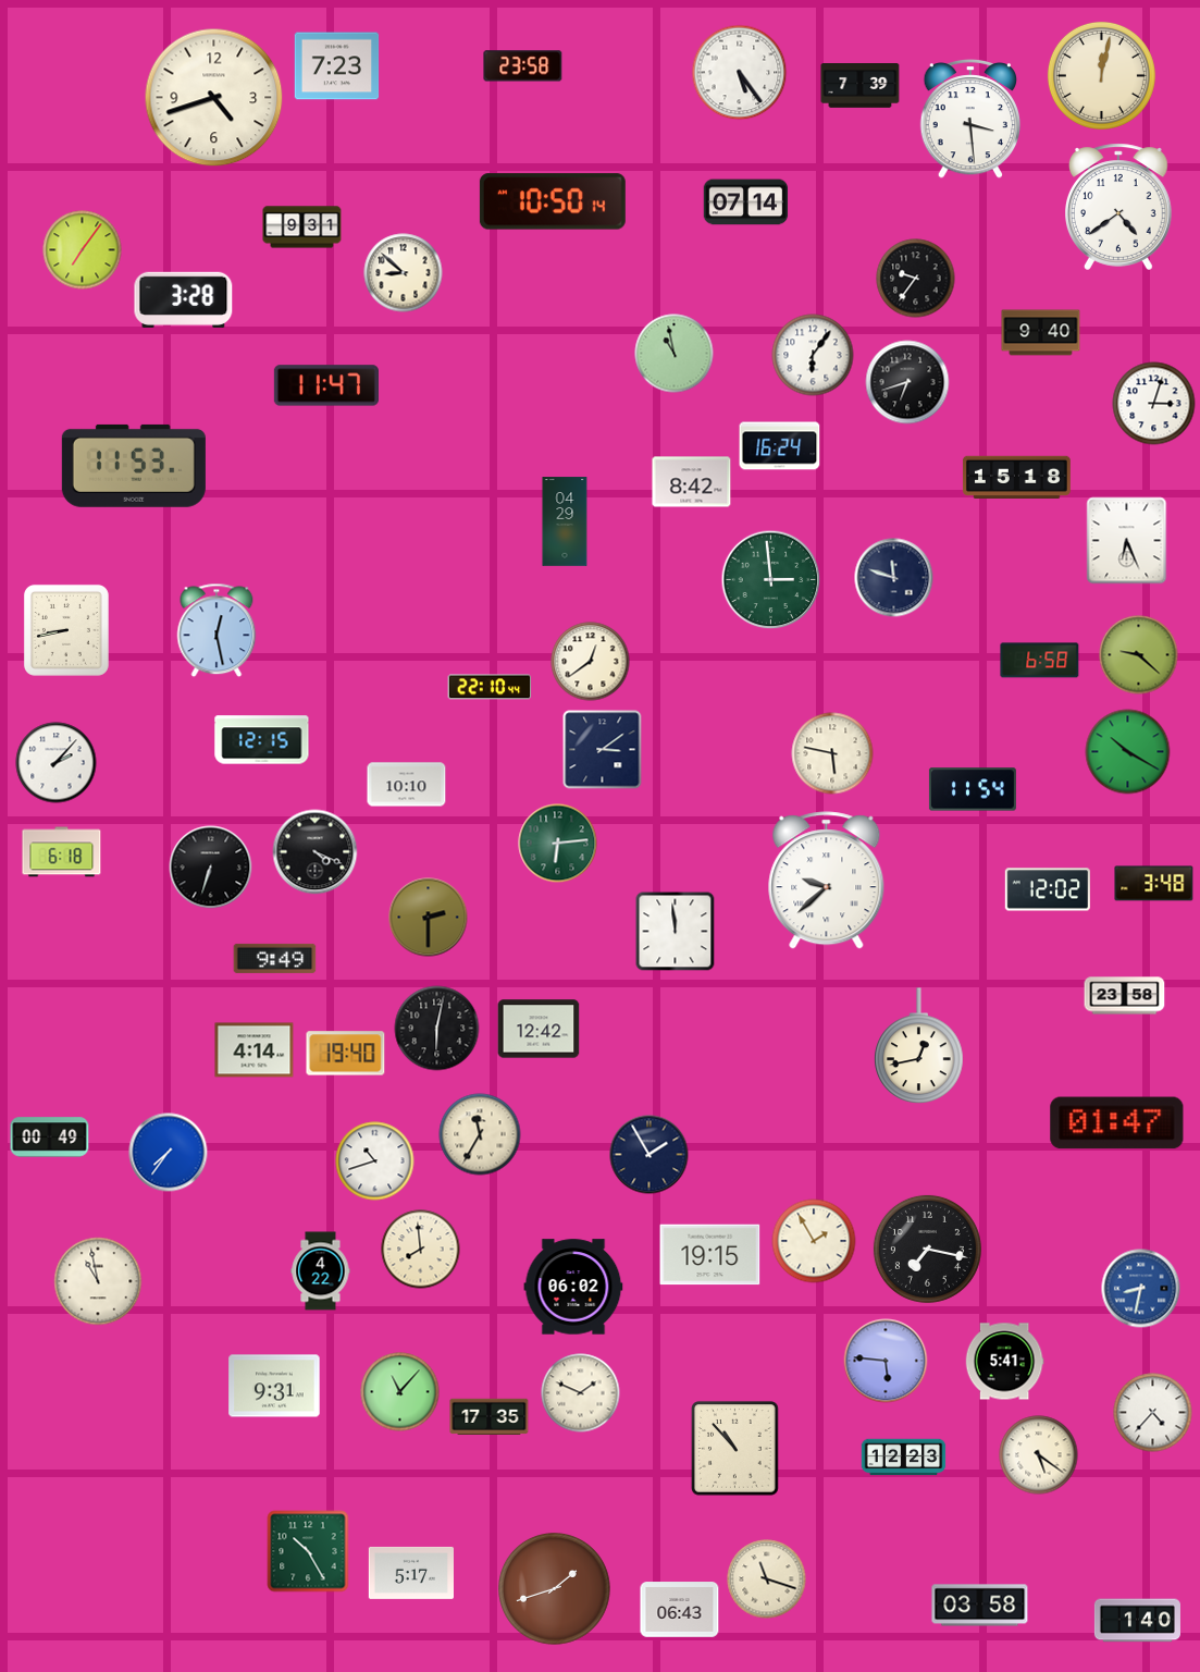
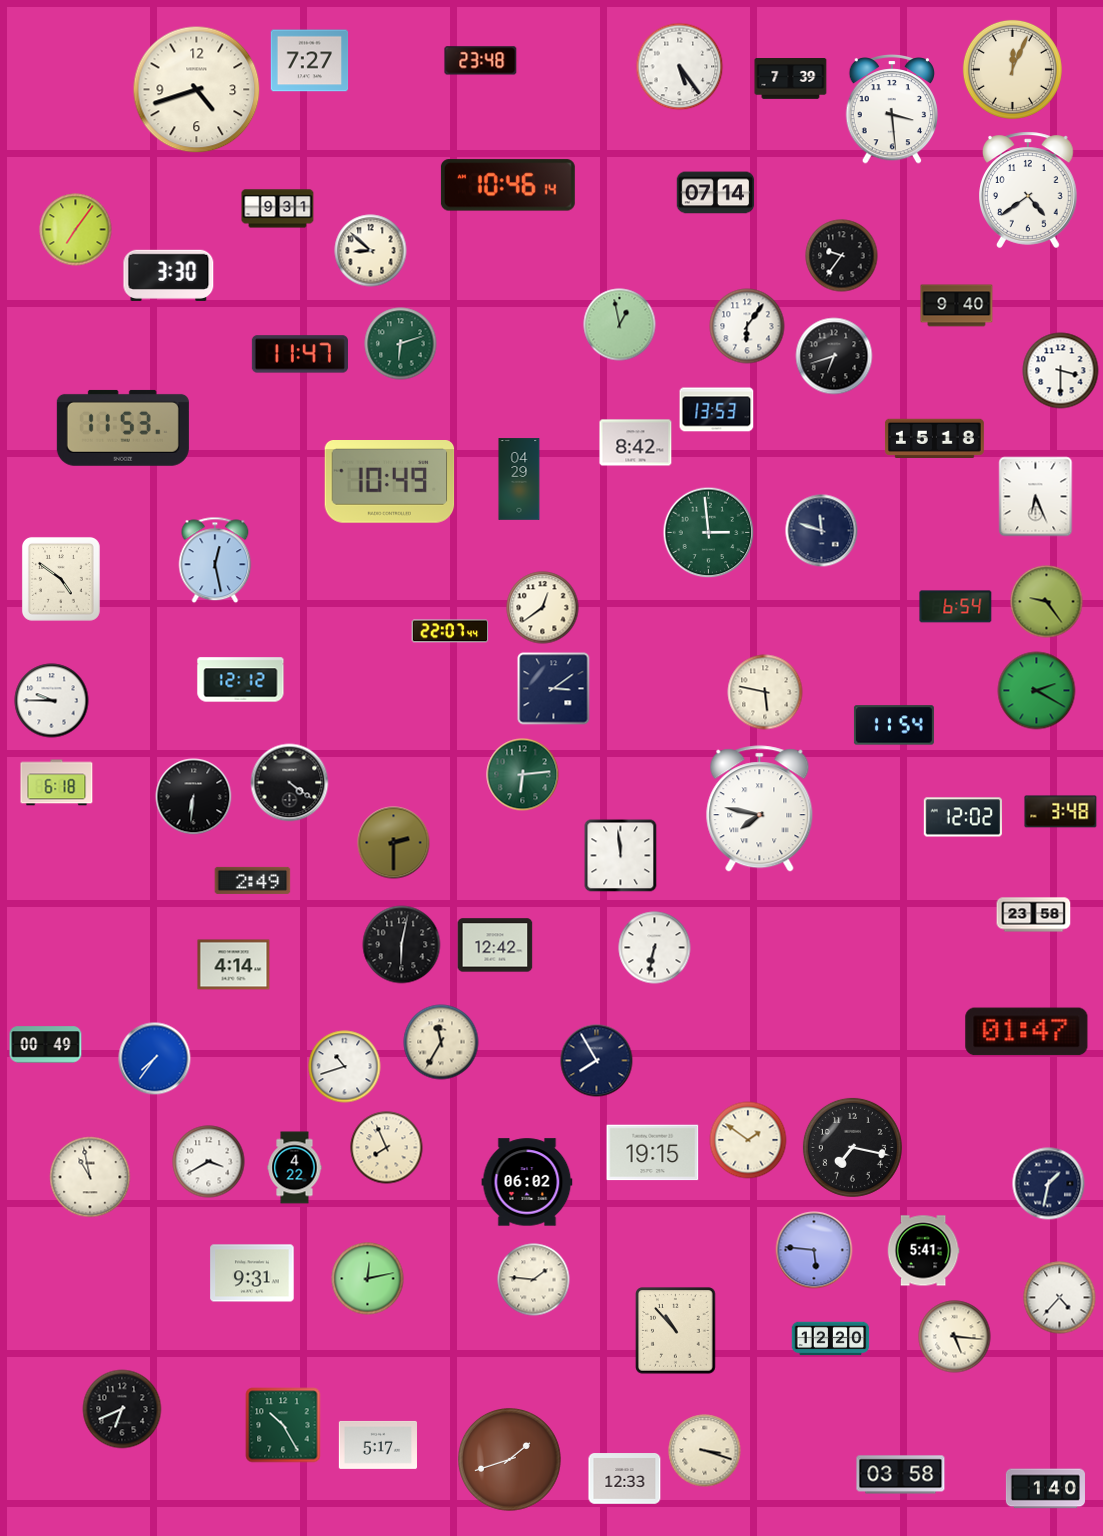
clock at (337, 66): 7:23 -> 7:27
clock at (523, 66): 23:58 -> 23:48
clock at (1101, 75): 12:02 -> 12:04
clock at (553, 201): 10:50 -> 10:46
clock at (746, 202) position: (746, 202) -> (716, 193)
clock at (184, 299): 3:28 -> 3:30
clock at (675, 354): 10:58 -> 12:58
clock at (401, 344): none -> 6:12
clock at (907, 382) position: (907, 382) -> (834, 356)
clock at (1154, 404): 3:03 -> 3:30
clock at (780, 446): 16:24 -> 13:53
clock at (390, 482): none -> 10:49
clock at (66, 630): 8:43 -> 4:51
clock at (217, 630) position: (217, 630) -> (215, 560)
clock at (1139, 655): 9:22 -> 9:24
clock at (1040, 661): 6:58 -> 6:54
clock at (490, 687): 22:10 -> 22:07
clock at (262, 740): 12:15 -> 12:12
clock at (1128, 752): 10:20 -> 2:20
clock at (57, 763): 2:07 -> 9:45
clock at (407, 785): 10:10 -> none
clock at (558, 844) position: (558, 844) -> (523, 775)
clock at (316, 852): 4:19 -> 4:21
clock at (211, 868): 6:33 -> 6:31
clock at (827, 881): 9:38 -> 7:47
clock at (275, 958): 9:49 -> 2:49
clock at (655, 948): none -> 6:32
clock at (919, 1045): 12:43 -> none
clock at (346, 1054): 19:40 -> none
clock at (650, 1155): 1:55 -> 7:55
clock at (814, 1241): 1:55 -> 1:51
clock at (421, 1250): 7:59 -> 7:56
clock at (209, 1162): none -> 3:40
clock at (1141, 1289): 8:32 -> 1:32
clock at (1141, 1289) dial: blue -> navy
clock at (400, 1392): 11:07 -> 12:13
clock at (581, 1393): 1:49 -> 1:46
clock at (490, 1416): 17:35 -> none
clock at (1039, 1455): 5:21 -> 5:16
clock at (904, 1458): 12:23 -> 12:20
clock at (122, 1409): none -> 6:41
clock at (767, 1579): 11:18 -> 3:18
clock at (680, 1610): 06:43 -> 12:33
